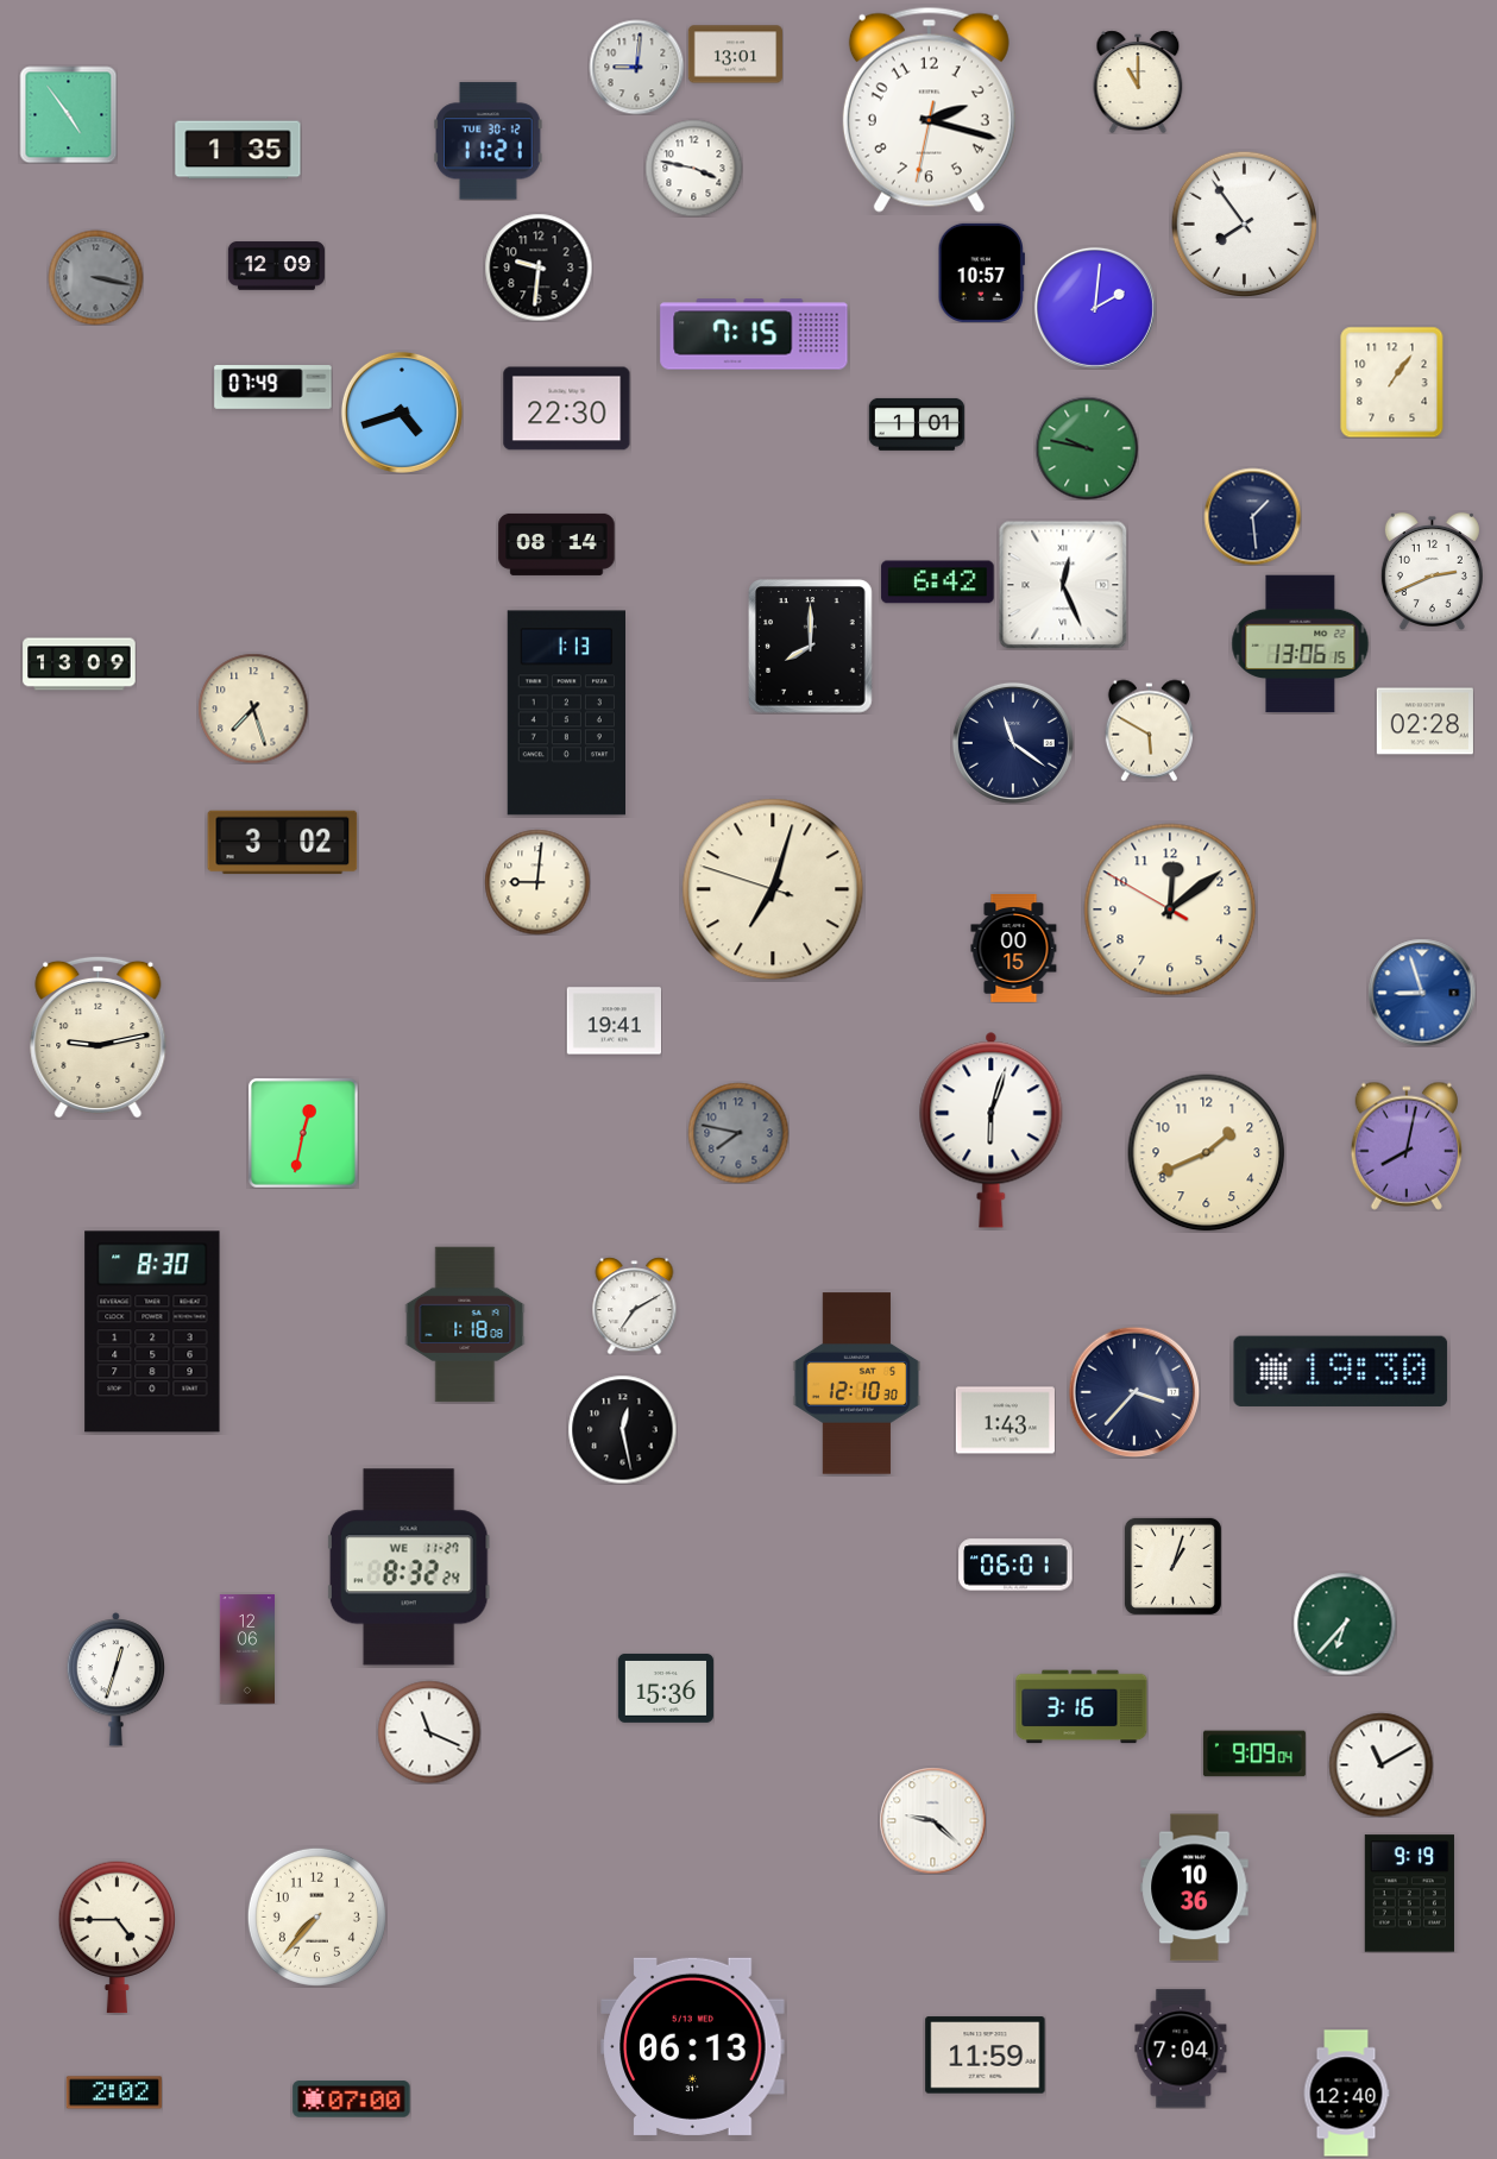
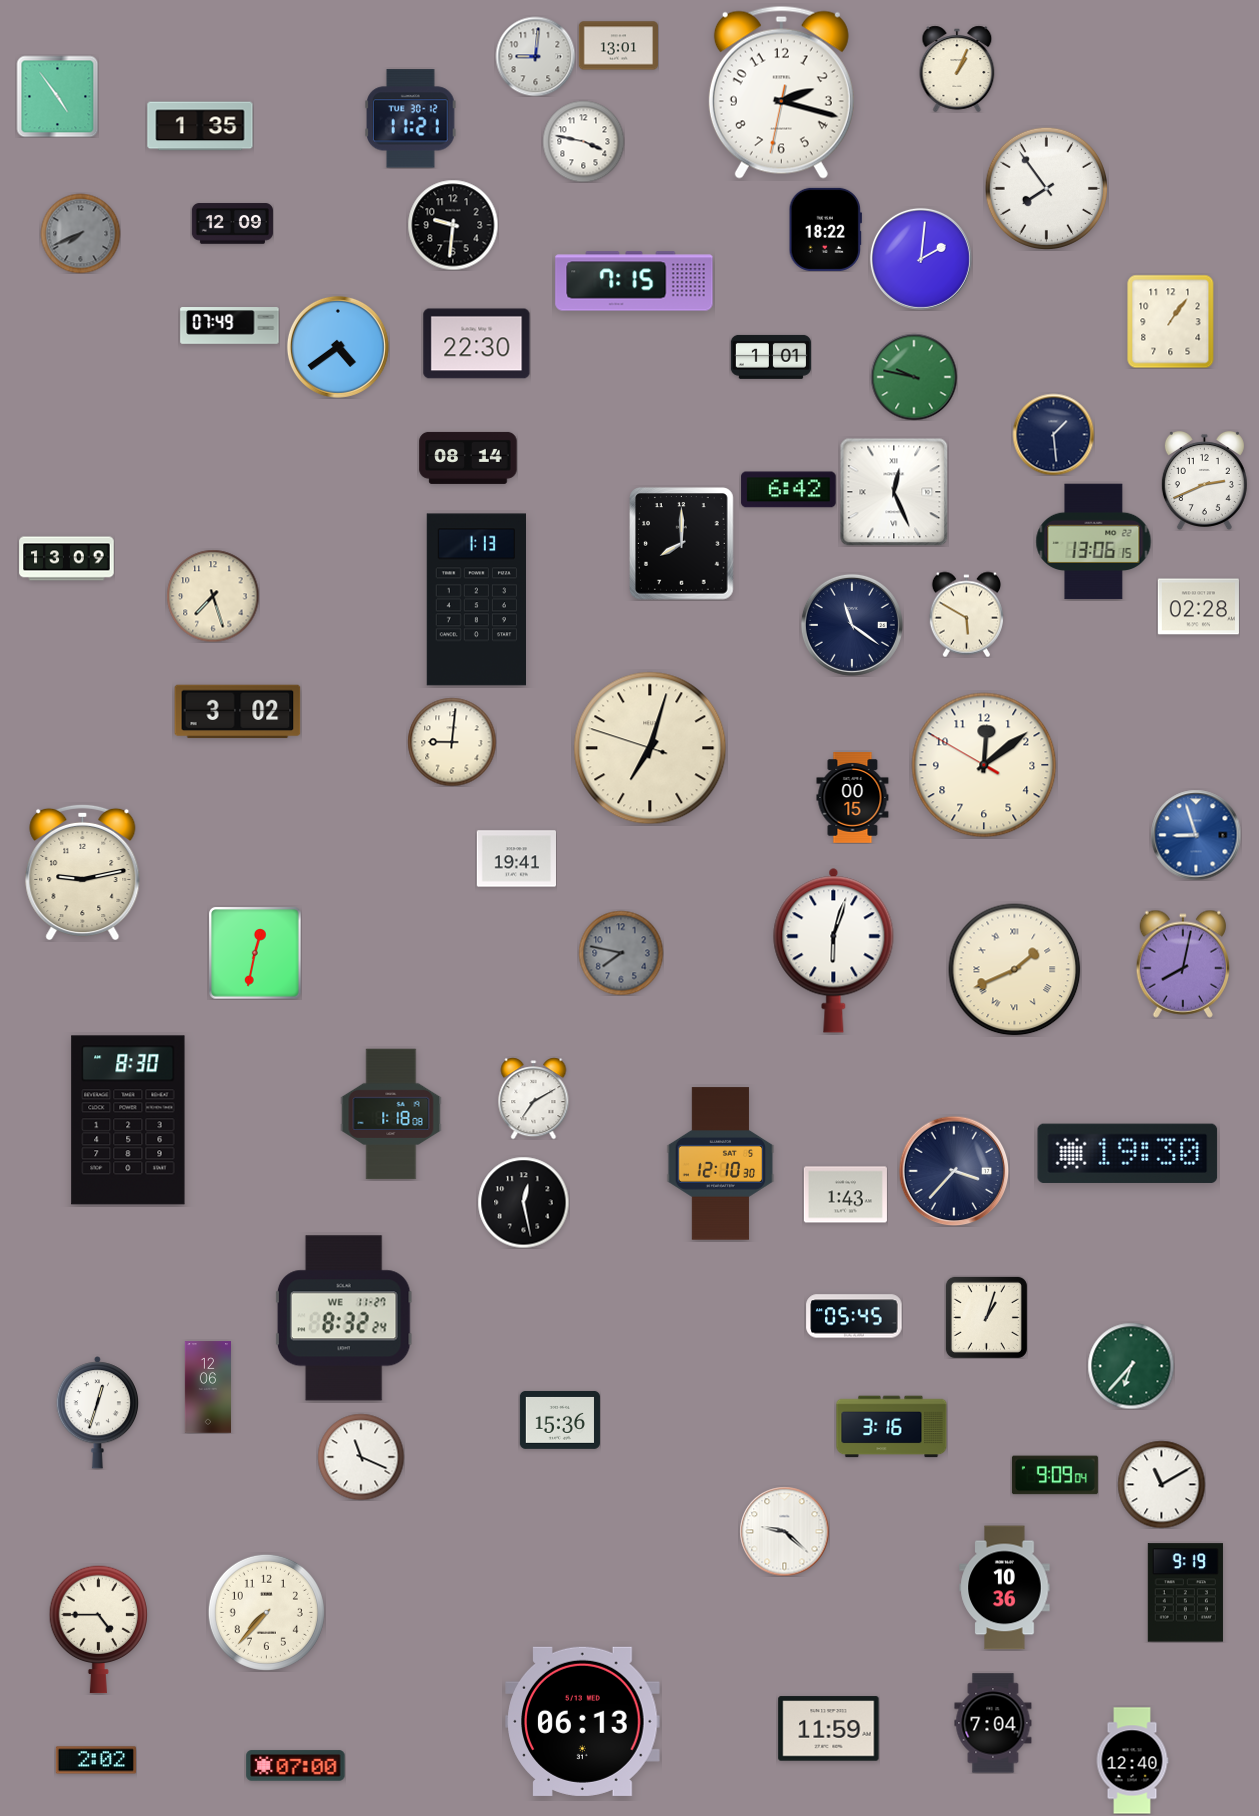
clock at (1138, 82): 11:00 -> 1:04
clock at (981, 272): 10:57 -> 18:22
clock at (95, 277): 3:17 -> 7:41
clock at (402, 413): 4:42 -> 4:39
clock at (283, 843) position: (283, 843) -> (238, 712)
clock at (1207, 1153) numerals: Arabic -> Roman
clock at (1015, 1565): 06:01 -> 05:45
clock at (1082, 1707) position: (1082, 1707) -> (892, 1427)
